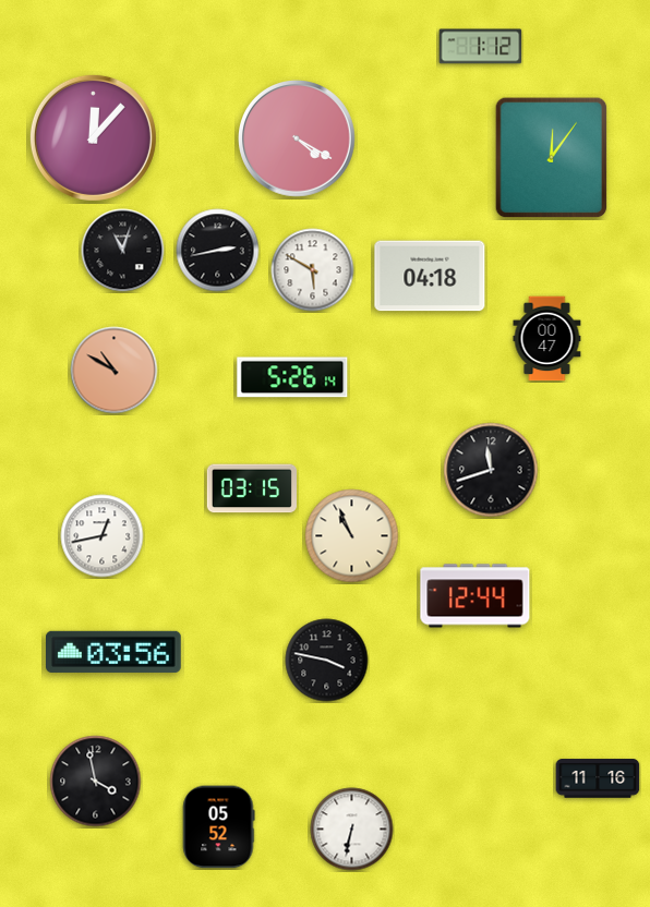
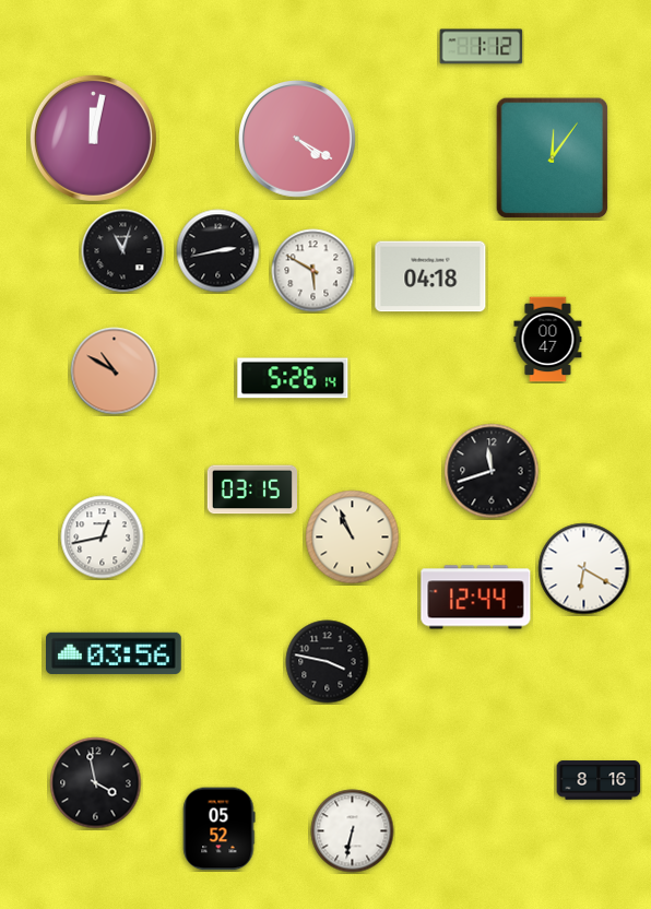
clock at (93, 137): 12:07 -> 12:02
clock at (584, 569): none -> 6:20
clock at (598, 778): 11:16 -> 8:16
